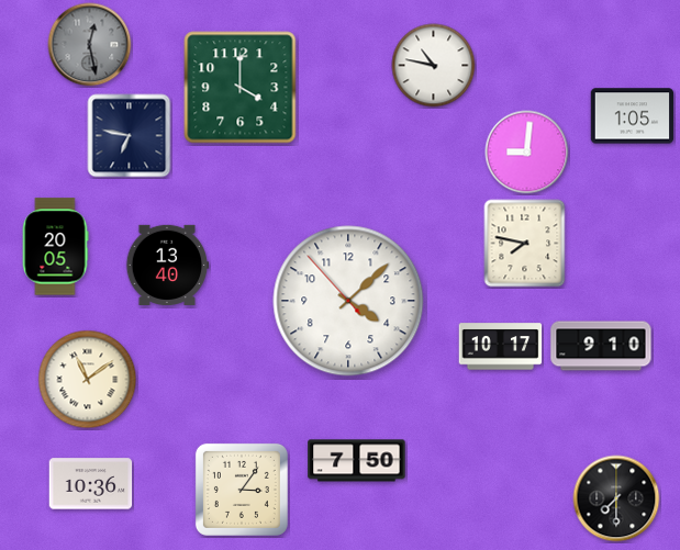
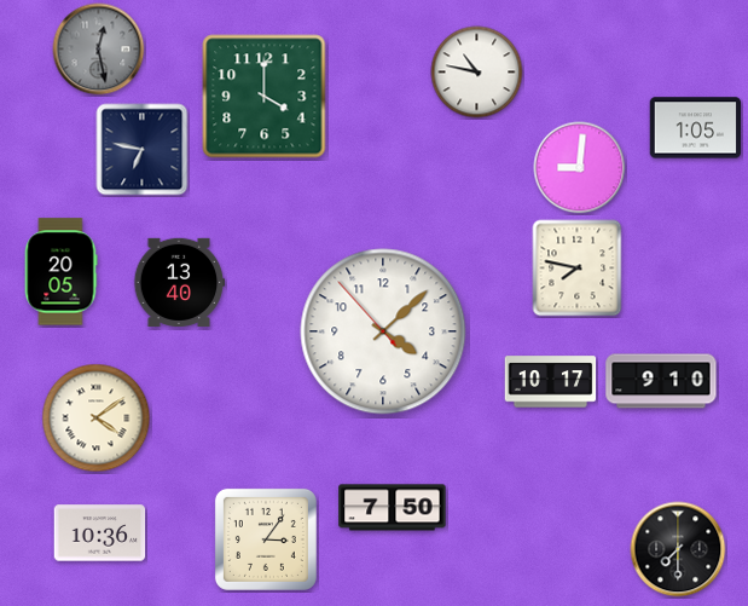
clock at (167, 265) position: (167, 265) -> (179, 282)
clock at (88, 380): 11:09 -> 4:09
